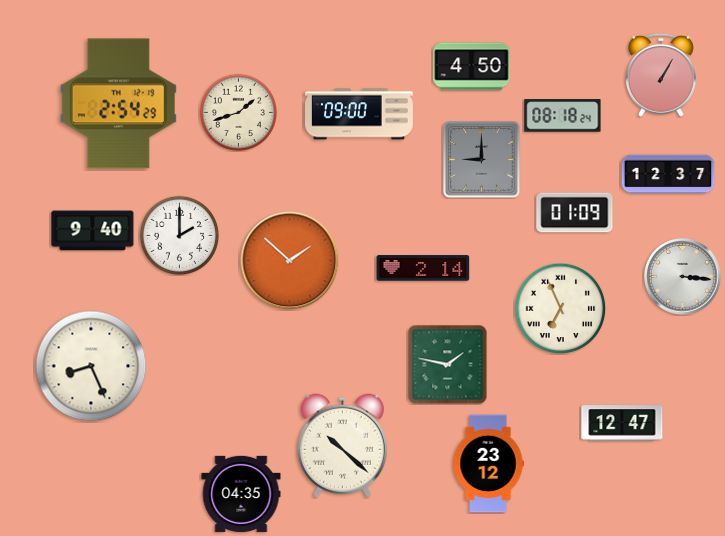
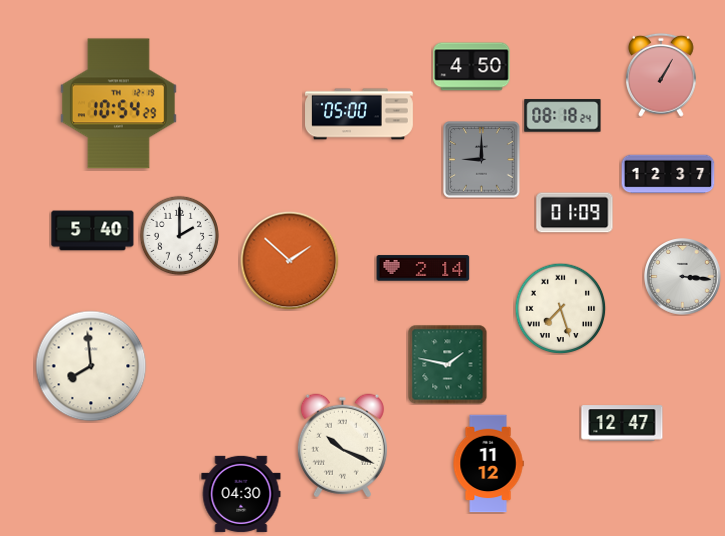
clock at (118, 104): 2:54 -> 10:54
clock at (238, 112): 1:42 -> none
clock at (360, 114): 09:00 -> 05:00
clock at (93, 231): 9:40 -> 5:40
clock at (560, 308): 6:56 -> 7:27
clock at (91, 366): 8:26 -> 7:59
clock at (342, 446): 10:22 -> 10:19
clock at (488, 464): 23:12 -> 11:12
clock at (241, 494): 04:35 -> 04:30
